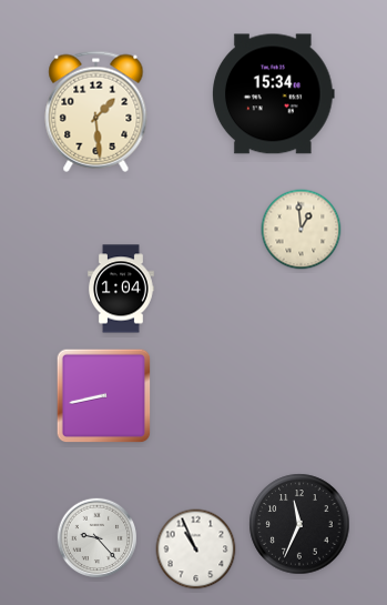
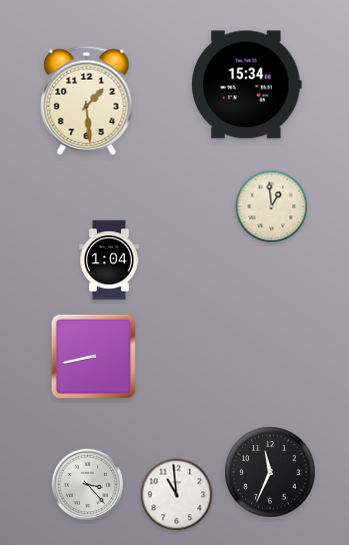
clock at (98, 538): 9:23 -> 3:23
clock at (196, 549): 10:56 -> 10:59
